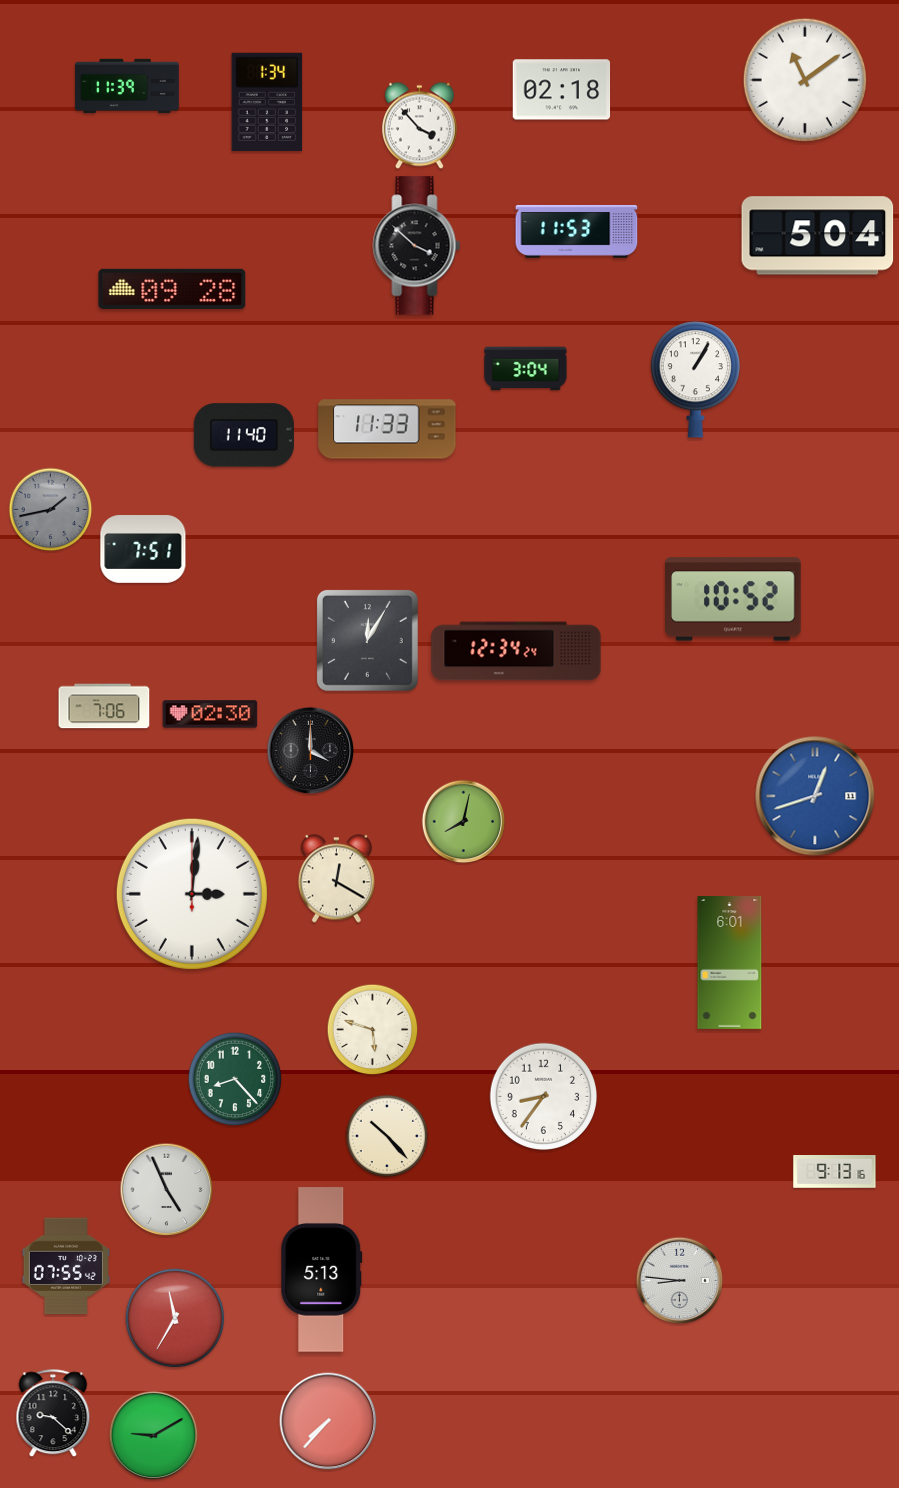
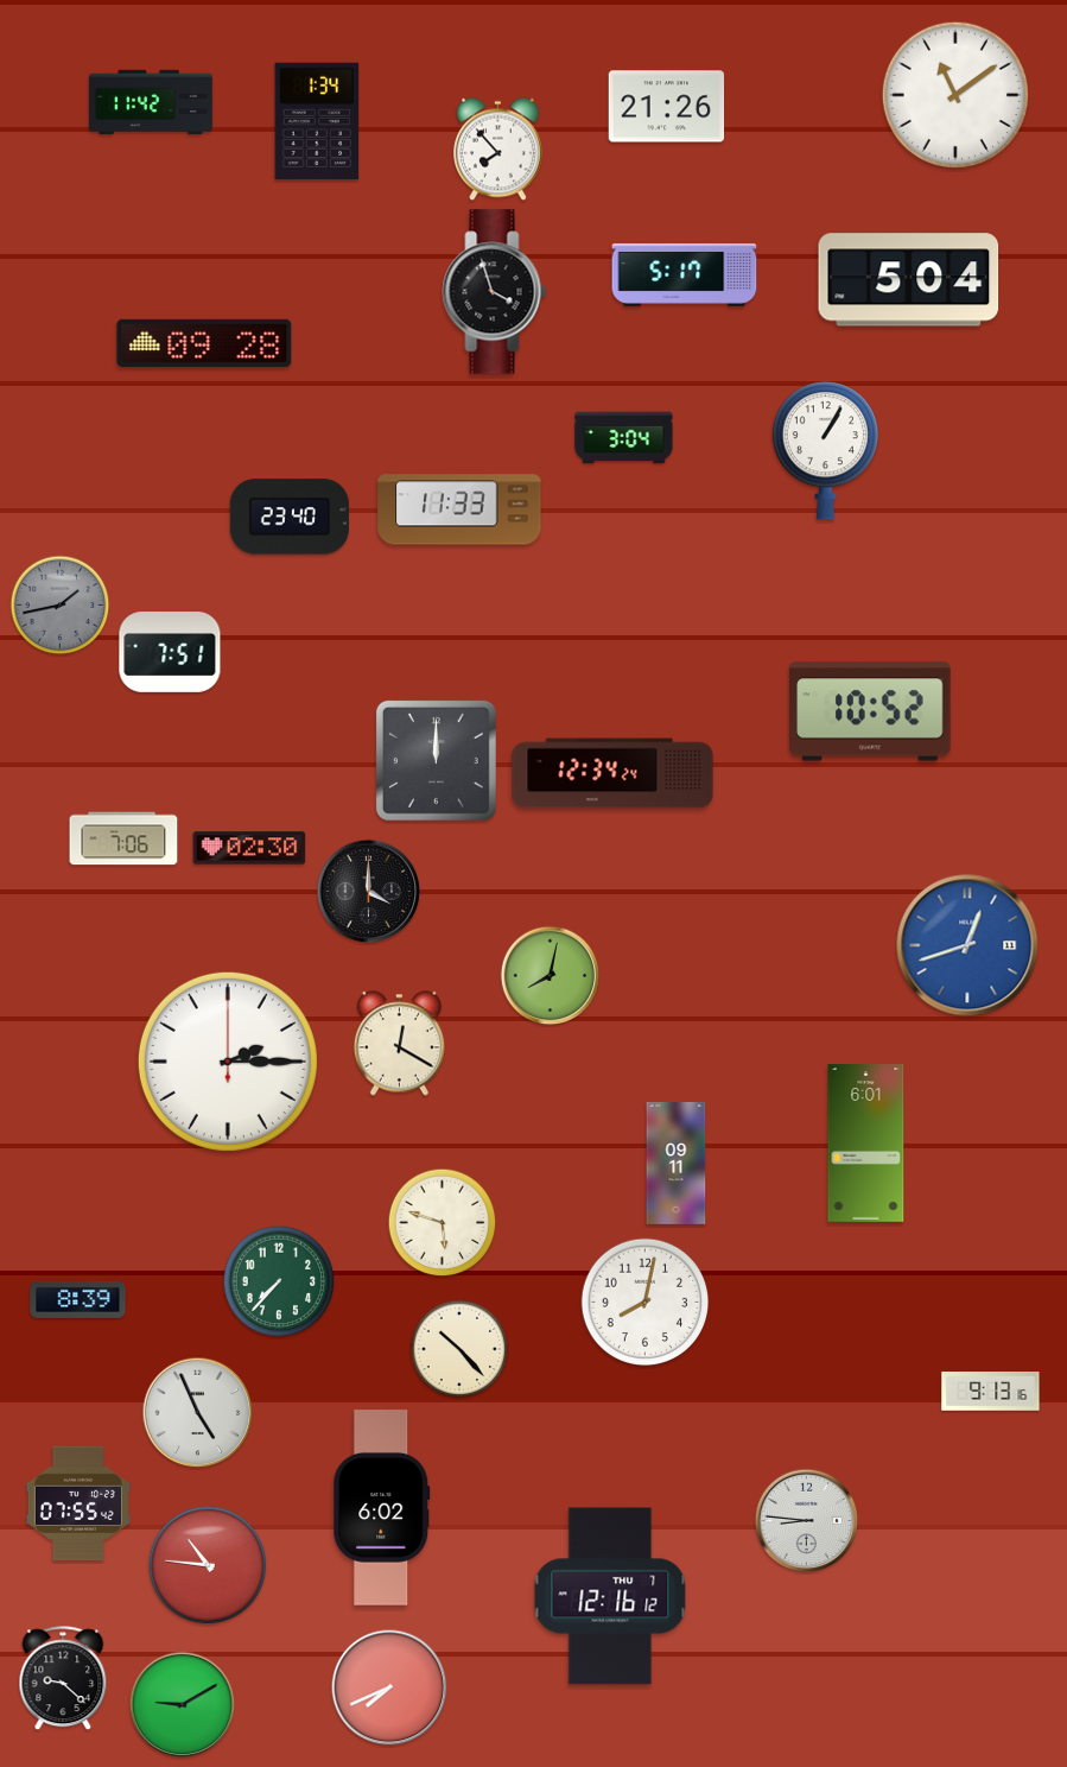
clock at (128, 86): 11:39 -> 11:42
clock at (562, 90): 02:18 -> 21:26
clock at (420, 126): 3:53 -> 7:53
clock at (577, 232): 11:53 -> 5:17
clock at (818, 236) position: (818, 236) -> (909, 280)
clock at (417, 246): 3:52 -> 3:57
clock at (244, 435): 11:40 -> 23:40
clock at (367, 640): 12:05 -> 12:00
clock at (192, 894): 3:01 -> 2:15
clock at (677, 1163): none -> 09:11
clock at (235, 1079): 8:23 -> 7:37
clock at (78, 1299): none -> 8:39
clock at (544, 1097): 8:36 -> 8:02
clock at (322, 1270): 5:13 -> 6:02
clock at (175, 1318): 11:35 -> 10:46
clock at (610, 1596): none -> 12:16
clock at (328, 1421): 7:37 -> 7:41
